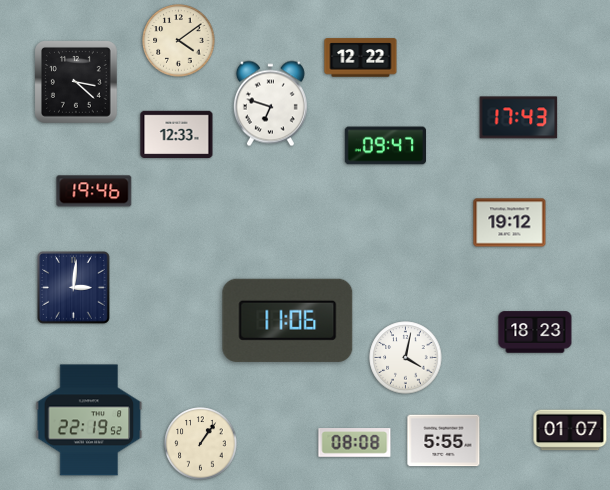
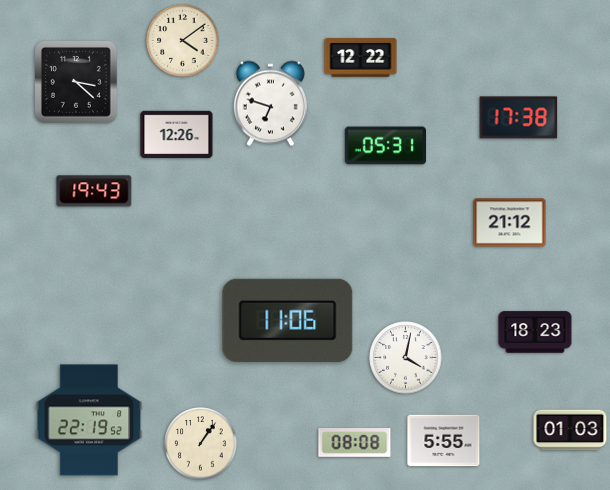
clock at (179, 41) position: (179, 41) -> (183, 41)
clock at (519, 118): 17:43 -> 17:38
clock at (177, 134): 12:33 -> 12:26
clock at (385, 146): 09:47 -> 05:31
clock at (94, 191): 19:46 -> 19:43
clock at (510, 223): 19:12 -> 21:12
clock at (74, 288): 3:01 -> none
clock at (570, 430): 01:07 -> 01:03
